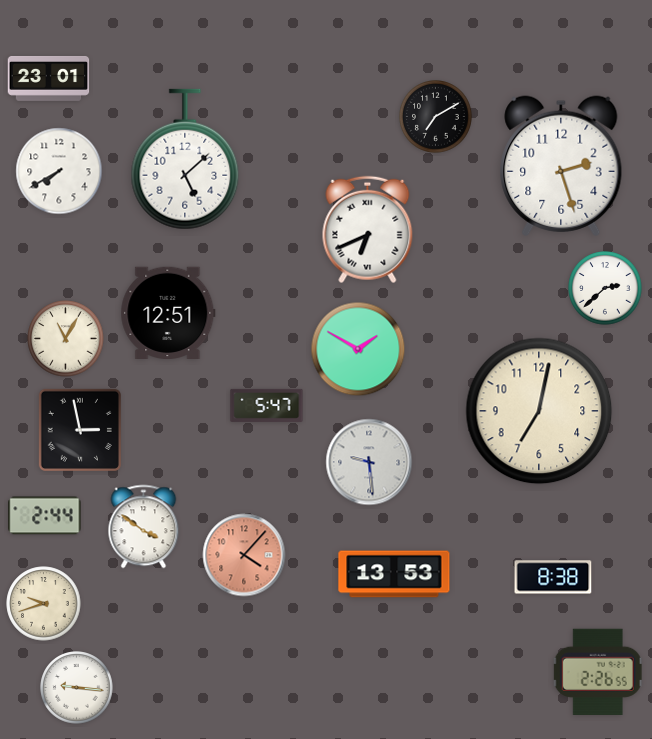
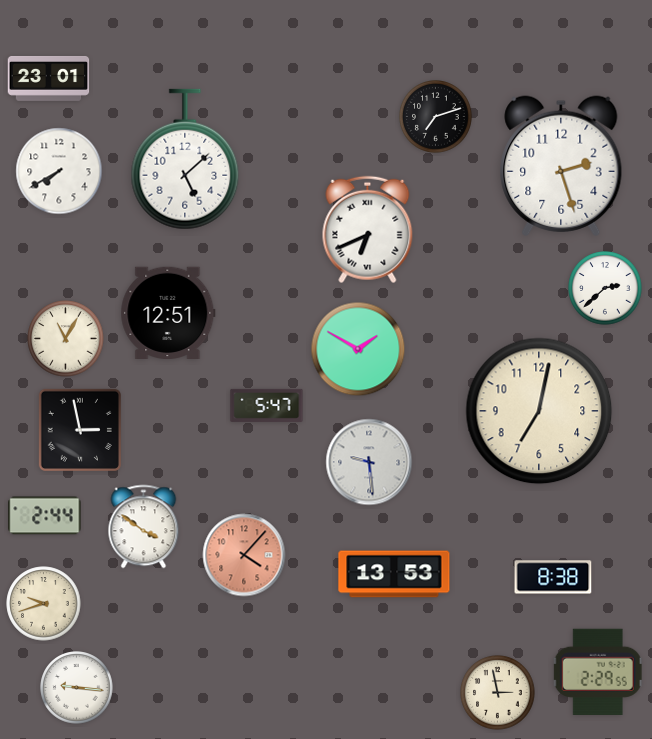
clock at (436, 117): 7:10 -> 7:12
clock at (598, 671): 2:26 -> 2:29
clock at (498, 693): none -> 2:58
